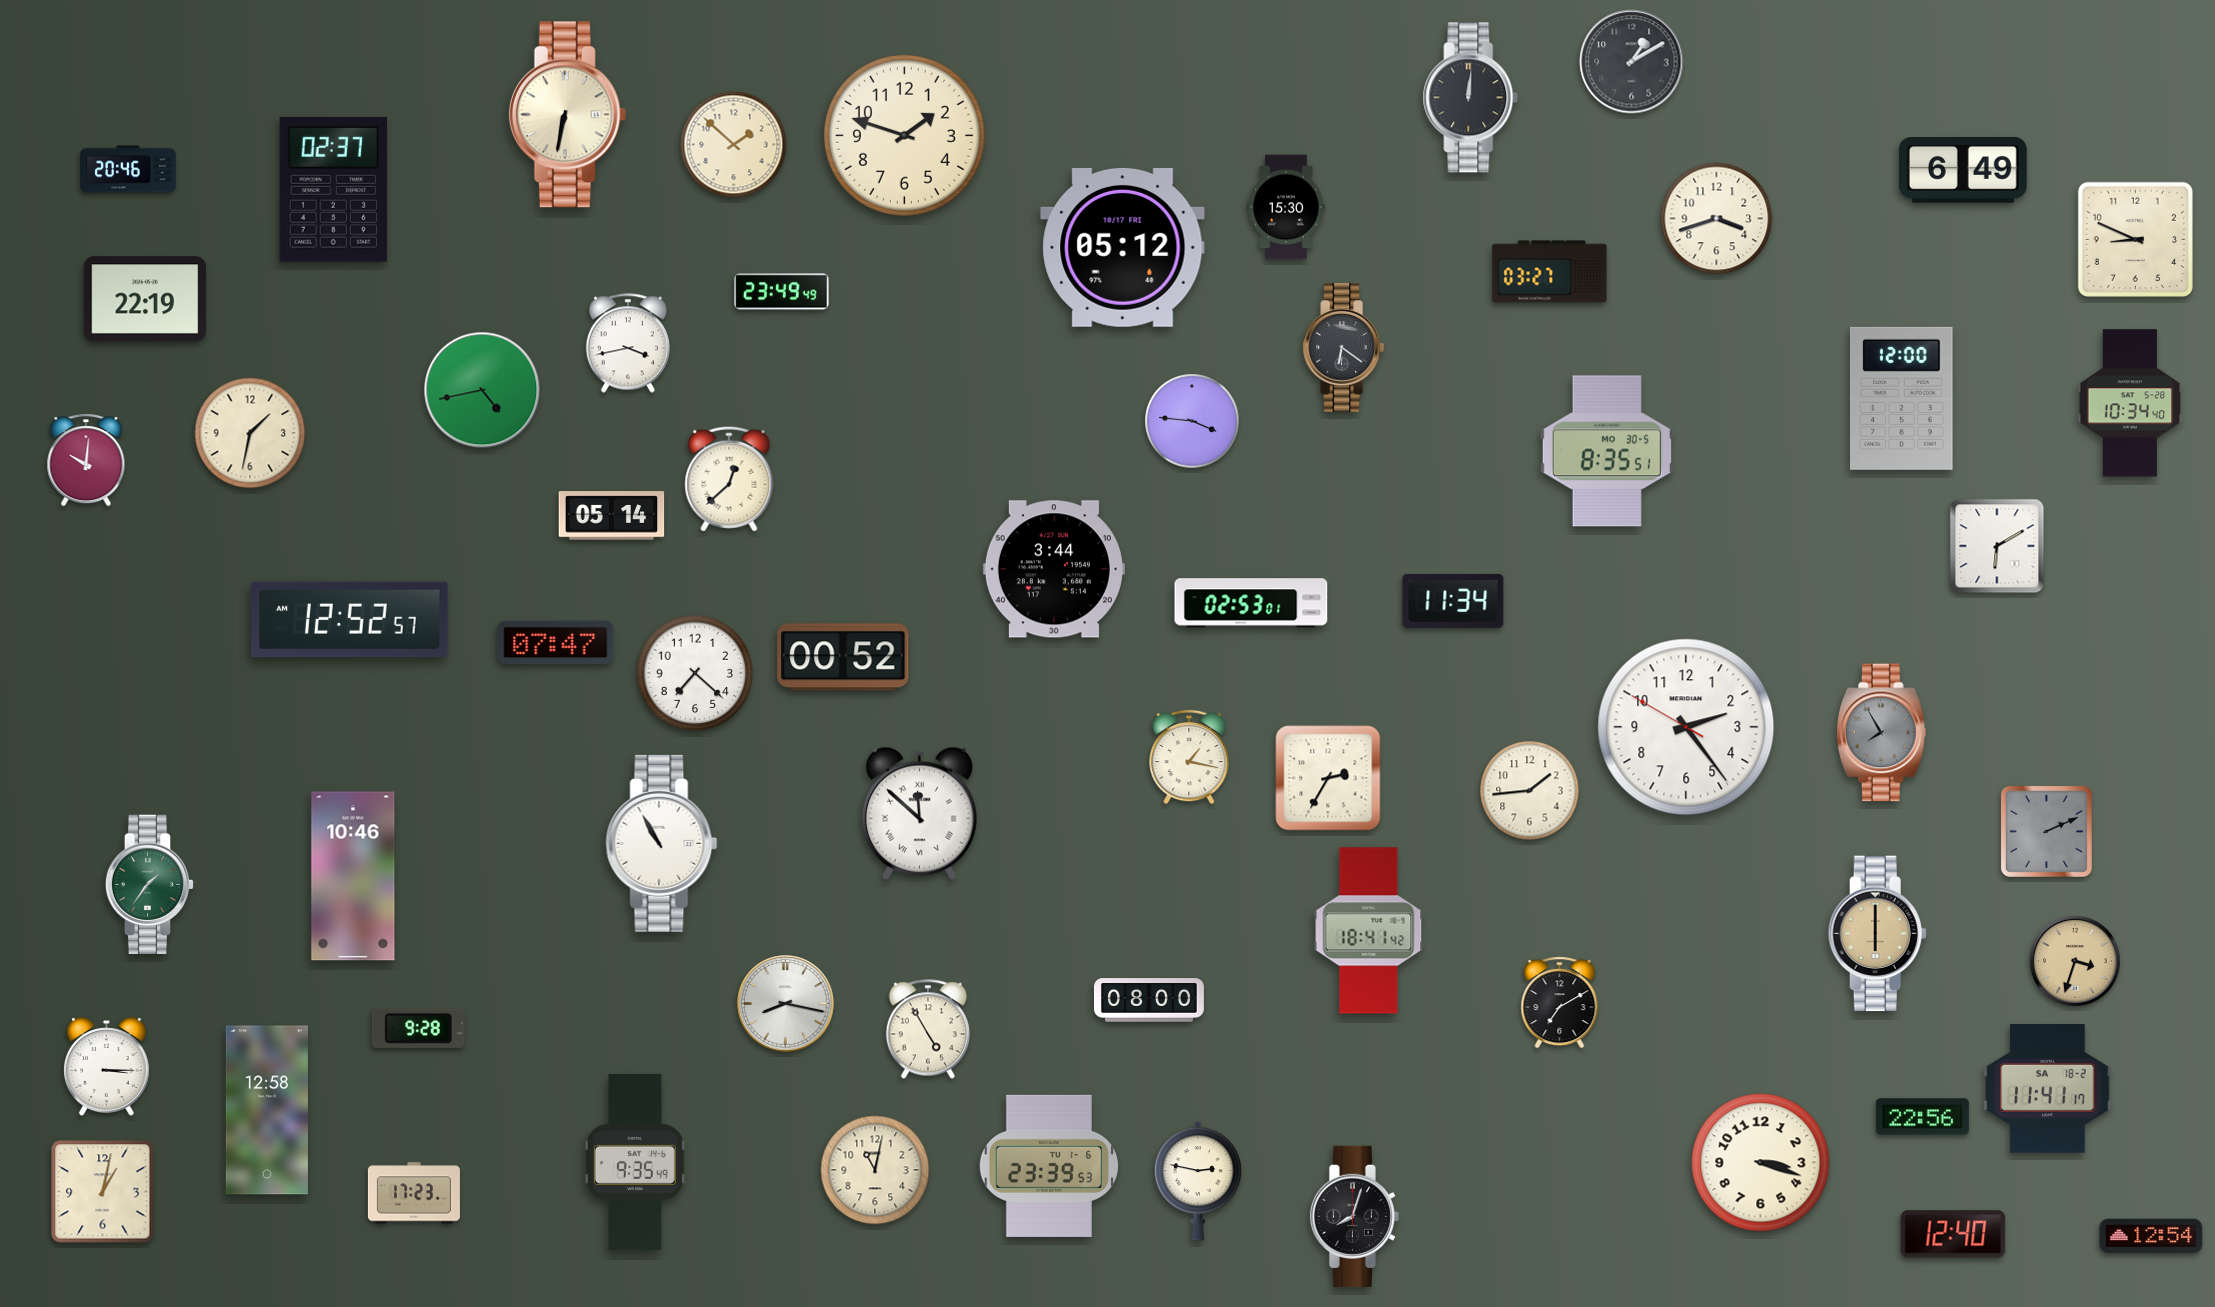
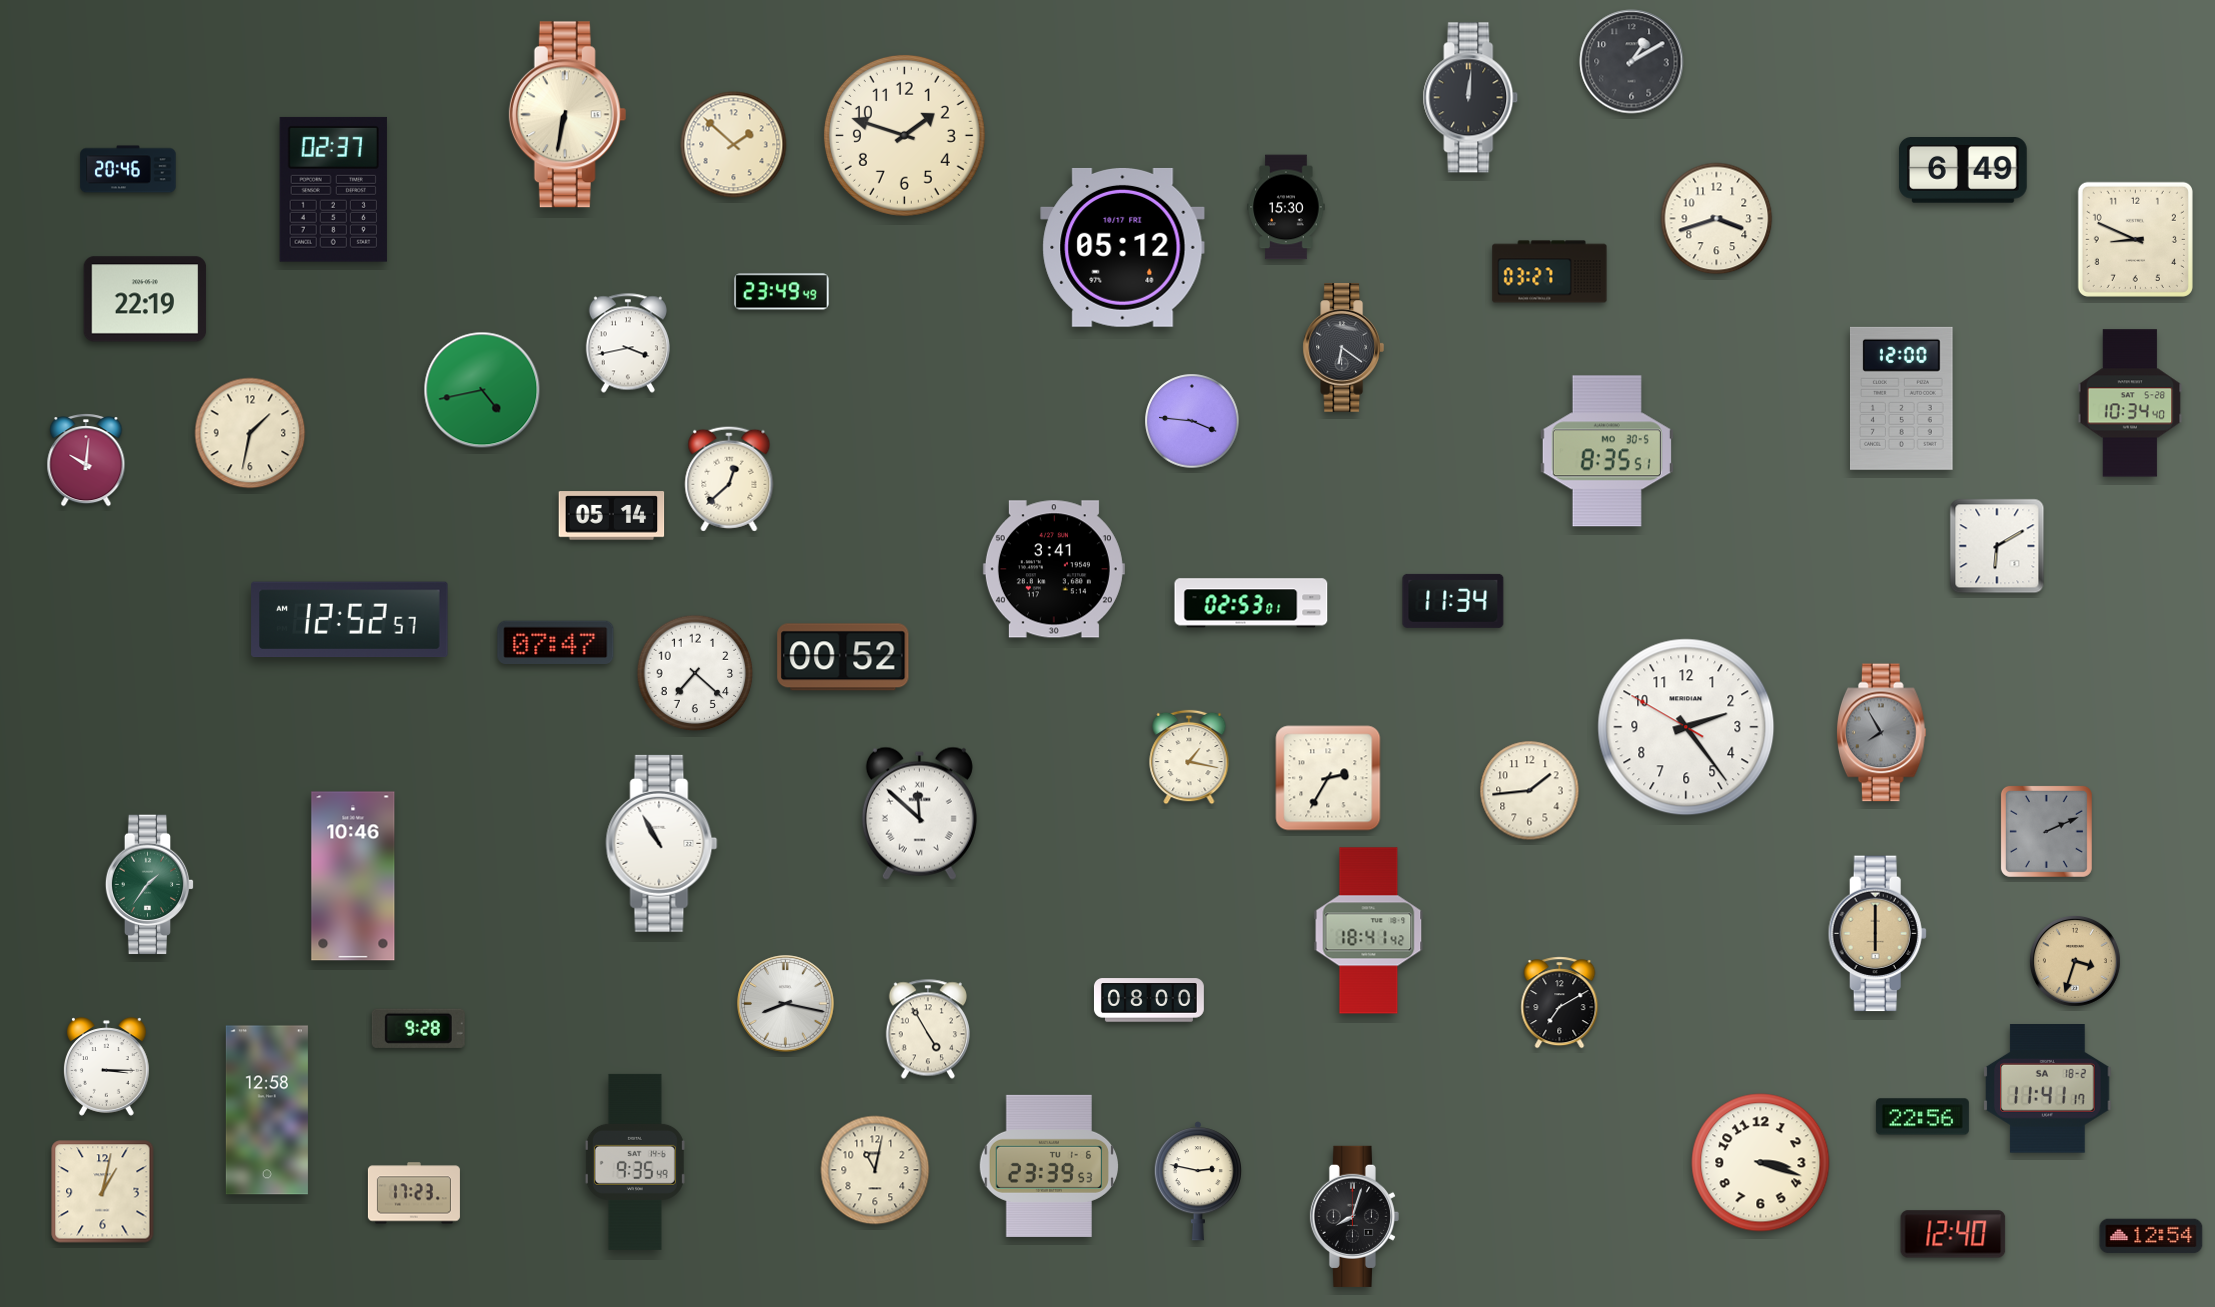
clock at (1054, 569): 3:44 -> 3:41
